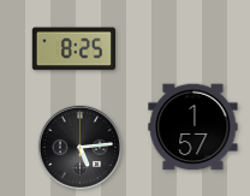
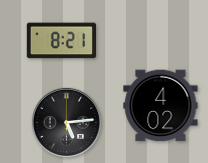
clock at (75, 49): 8:25 -> 8:21
clock at (194, 127): 1:57 -> 4:02
